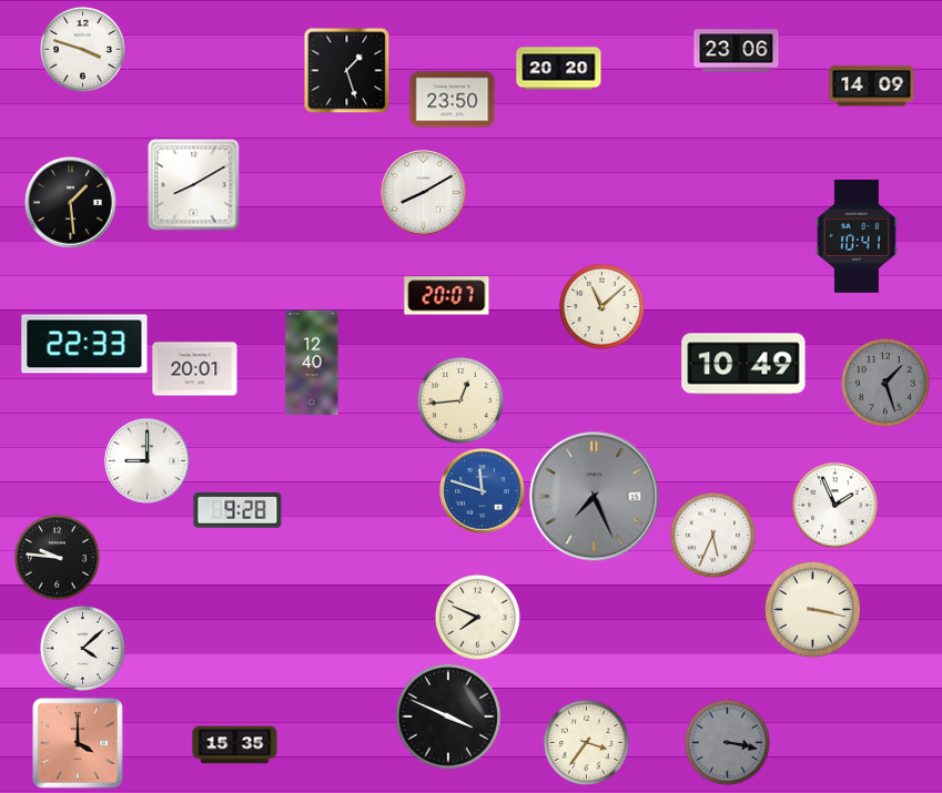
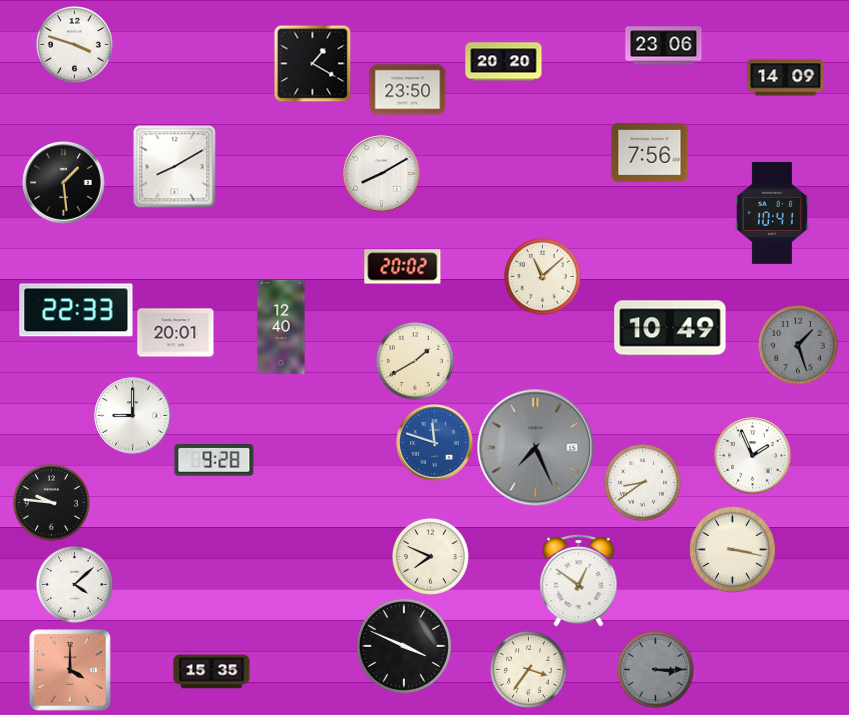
clock at (346, 70): 1:27 -> 1:20
clock at (650, 152): none -> 7:56
clock at (447, 296): 20:07 -> 20:02
clock at (460, 400): 12:44 -> 1:40
clock at (712, 535): 5:34 -> 8:39
clock at (579, 580): none -> 12:51
clock at (727, 742): 3:17 -> 3:15
